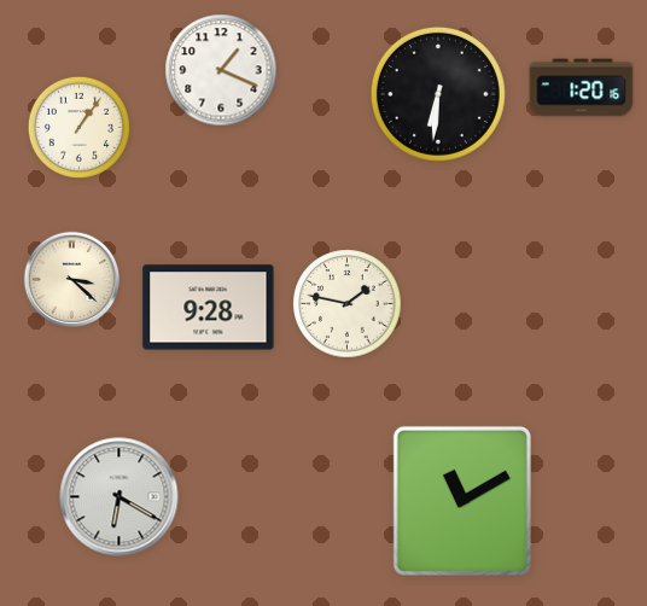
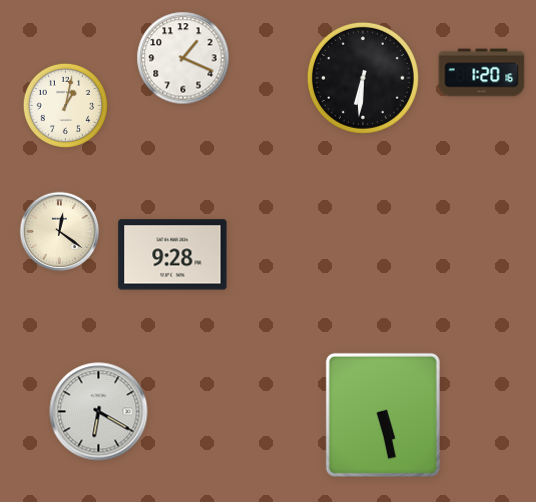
clock at (78, 127): 1:06 -> 1:02
clock at (72, 280): 3:22 -> 12:21
clock at (348, 304): 1:47 -> none
clock at (462, 501): 11:10 -> 5:28
